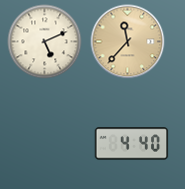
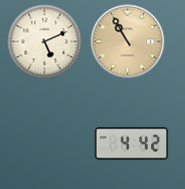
clock at (128, 42): 11:37 -> 10:55
clock at (132, 144): 4:40 -> 4:42
